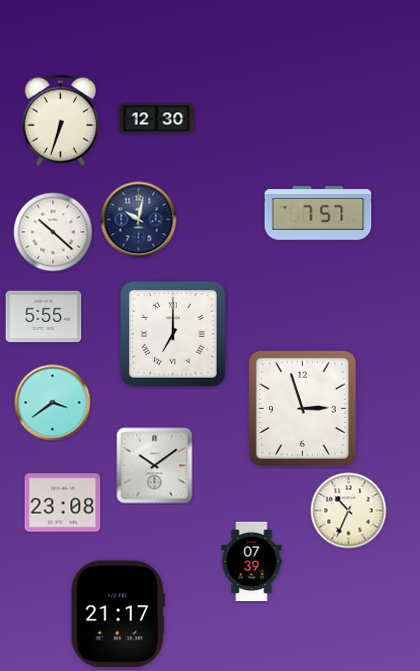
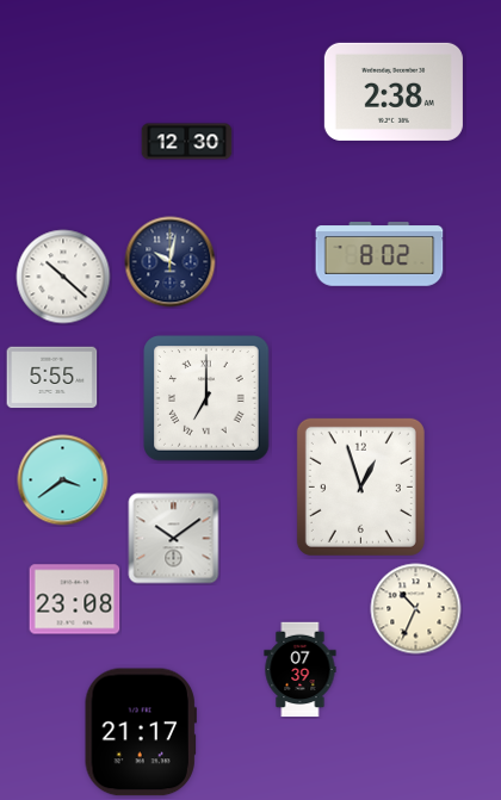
clock at (394, 92): none -> 2:38
clock at (61, 120): 6:33 -> none
clock at (318, 213): 7:57 -> 8:02
clock at (139, 220) position: (139, 220) -> (171, 262)
clock at (302, 408): 2:57 -> 12:57
clock at (155, 466) position: (155, 466) -> (174, 539)
